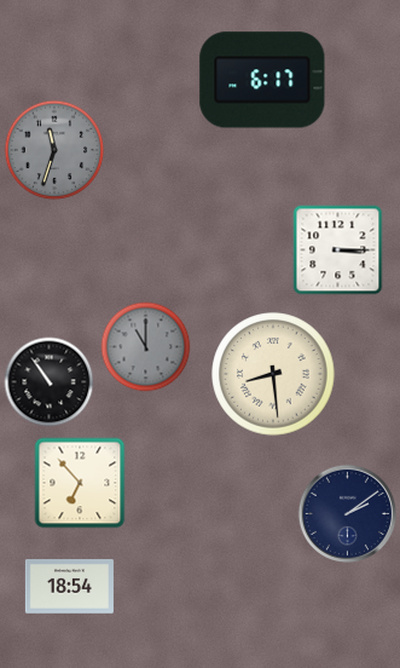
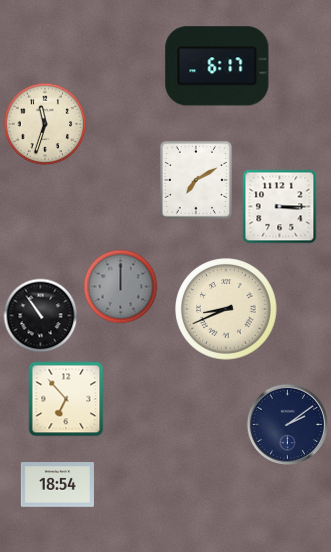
clock at (54, 150) dial: grey -> cream
clock at (196, 180): none -> 7:10
clock at (146, 347): 11:00 -> 12:00
clock at (273, 374): 8:29 -> 8:41
